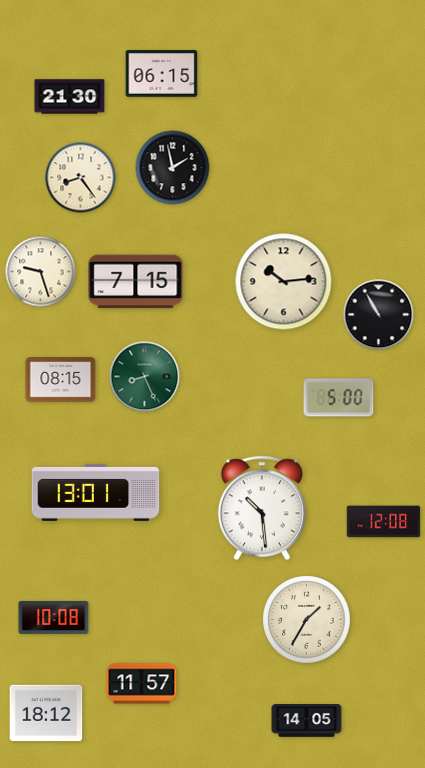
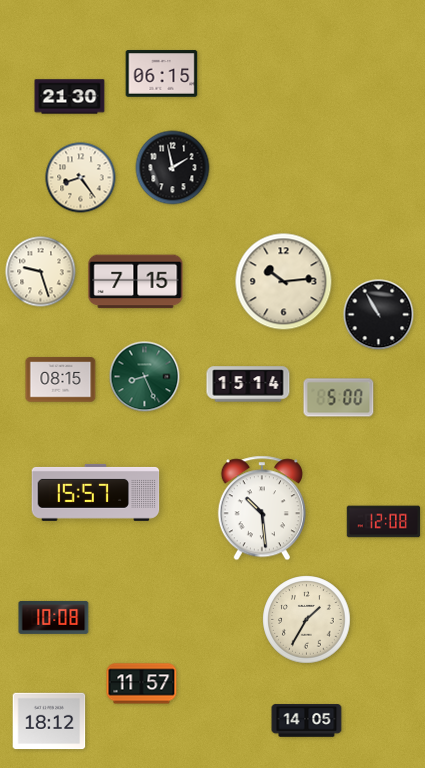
clock at (248, 384): none -> 15:14
clock at (96, 492): 13:01 -> 15:57
clock at (46, 713) position: (46, 713) -> (49, 721)
